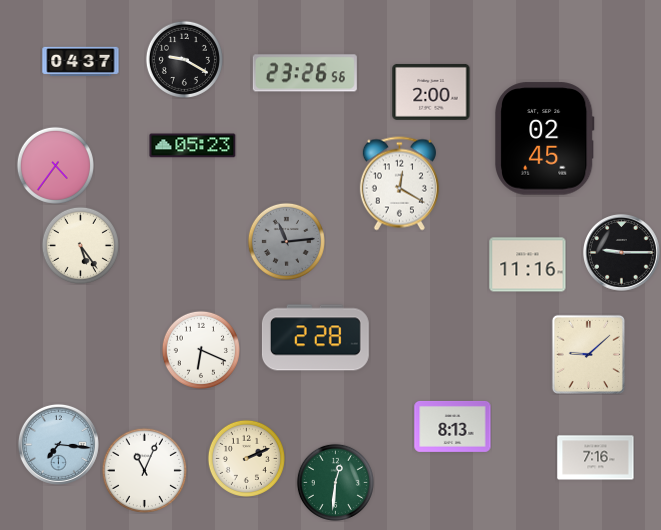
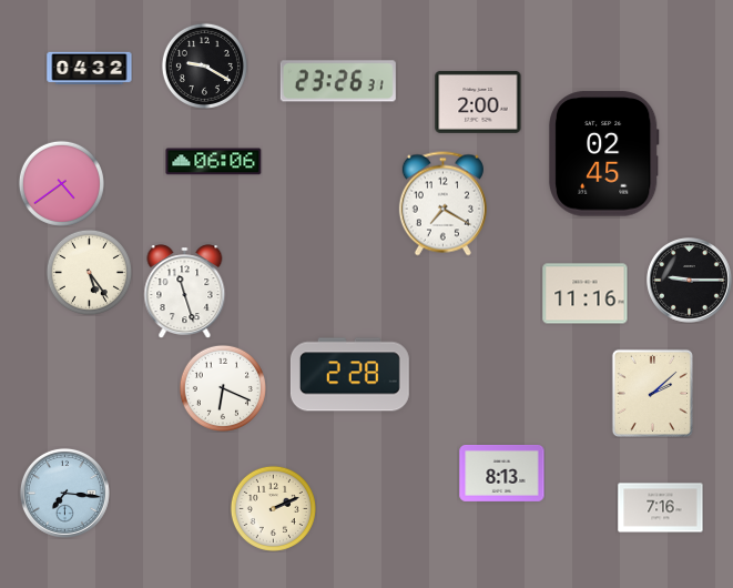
clock at (81, 61): 04:37 -> 04:32
clock at (305, 73): 23:26:56 -> 23:26:31
clock at (193, 146): 05:23 -> 06:06
clock at (55, 165): 4:36 -> 4:39
clock at (399, 184): 12:20 -> 7:20
clock at (286, 241): 11:14 -> none
clock at (185, 292): none -> 11:27
clock at (588, 354): 9:08 -> 2:08
clock at (144, 470): 11:04 -> none
clock at (335, 482): 12:31 -> none
